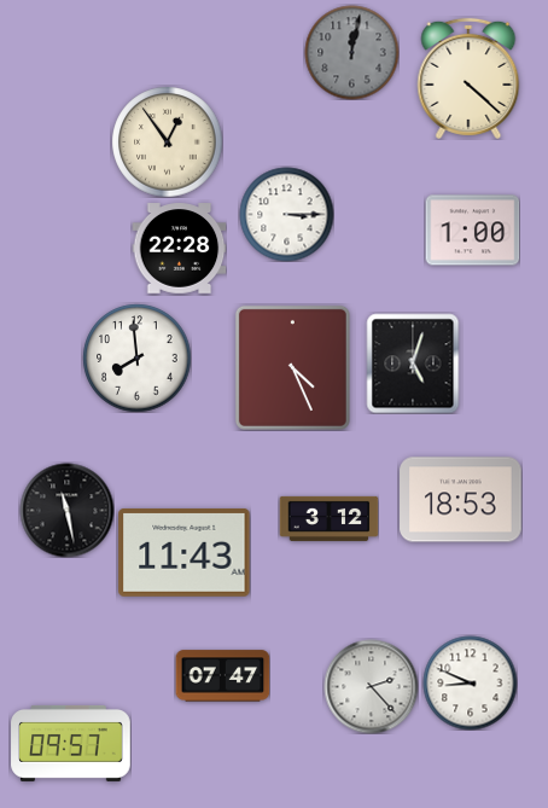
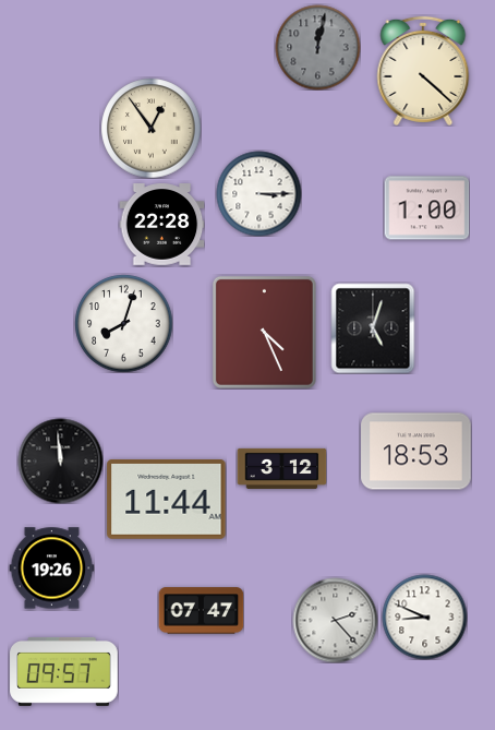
clock at (136, 358): 7:59 -> 8:03
clock at (66, 510): 11:28 -> 11:59
clock at (328, 518) position: (328, 518) -> (281, 468)
clock at (185, 552): 11:43 -> 11:44
clock at (51, 569): none -> 19:26
